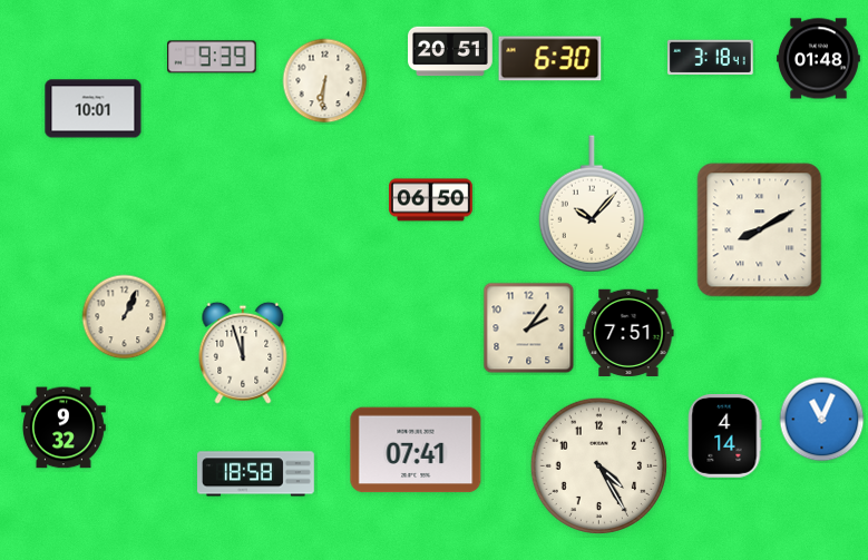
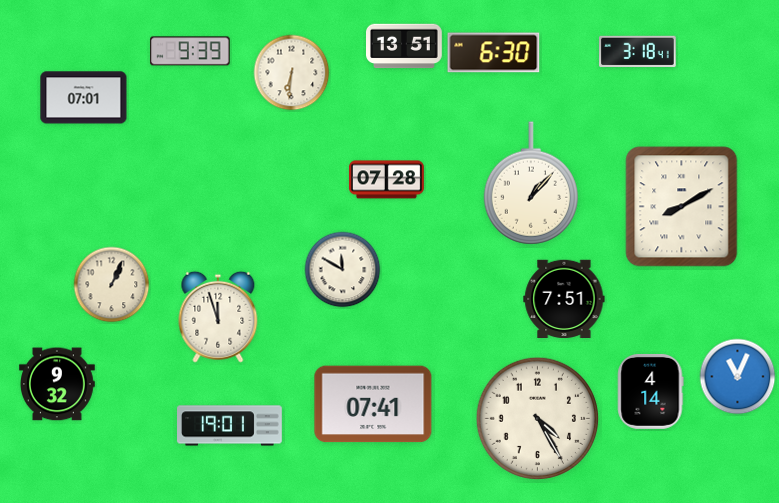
clock at (450, 51): 20:51 -> 13:51
clock at (818, 59): 01:48 -> none
clock at (94, 109): 10:01 -> 07:01
clock at (430, 200): 06:50 -> 07:28
clock at (592, 204): 10:07 -> 1:07
clock at (343, 270): none -> 11:50
clock at (529, 328): 2:06 -> none
clock at (256, 474): 18:58 -> 19:01
